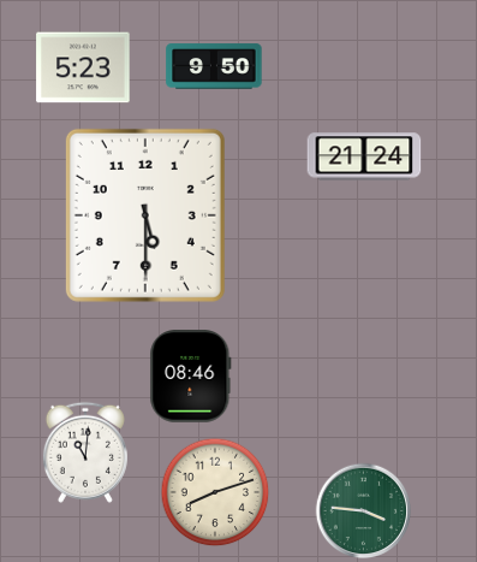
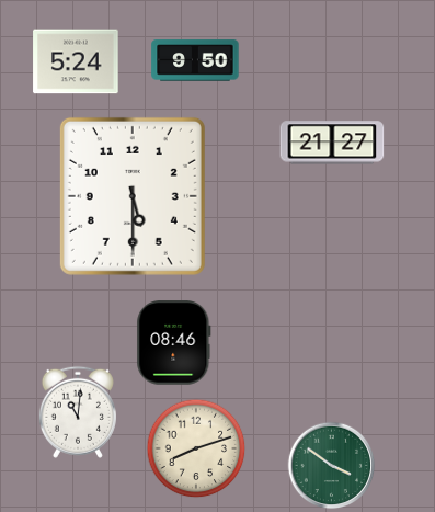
clock at (83, 67): 5:23 -> 5:24
clock at (364, 156): 21:24 -> 21:27
clock at (364, 511): 3:46 -> 3:51
